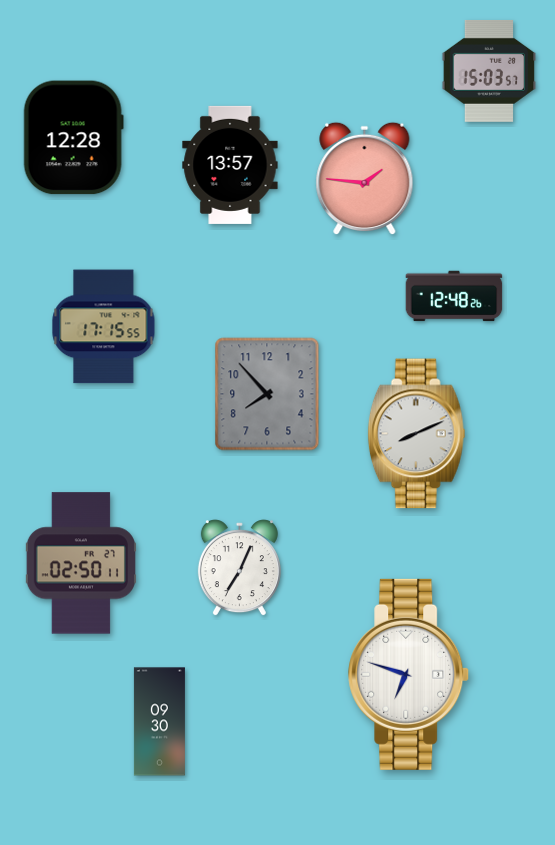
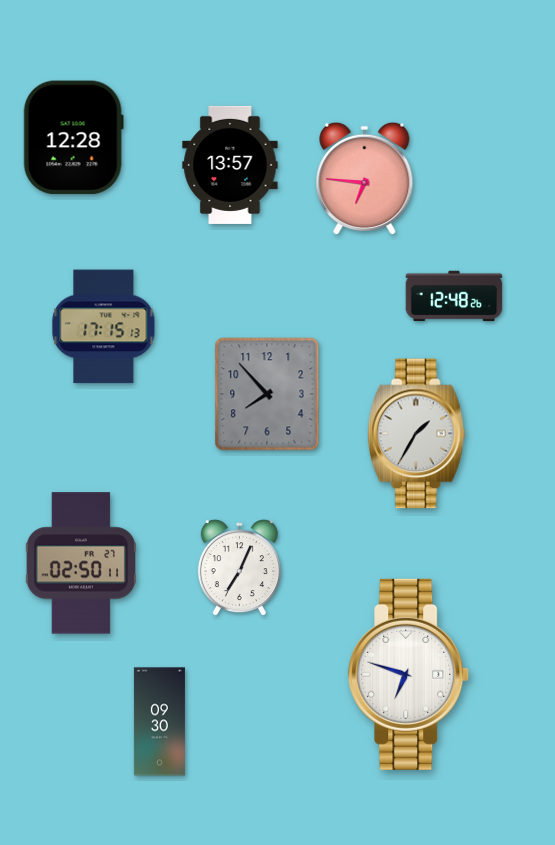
clock at (489, 71): 15:03 -> none
clock at (365, 179): 1:46 -> 6:46
clock at (104, 327): 17:15:55 -> 17:15:13
clock at (416, 434): 8:11 -> 1:35
